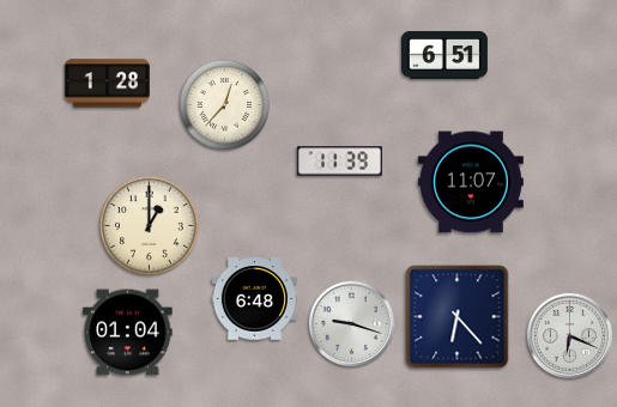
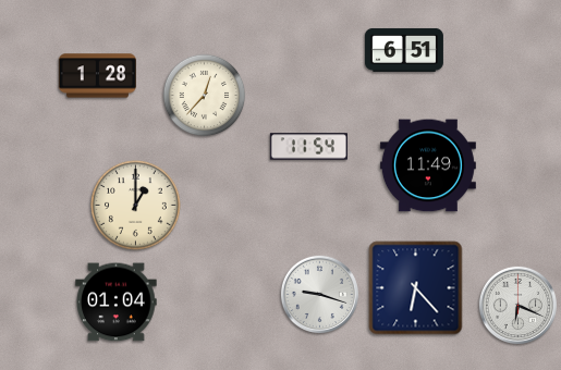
clock at (339, 162): 11:39 -> 11:54
clock at (471, 182): 11:07 -> 11:49
clock at (254, 299): 6:48 -> none
